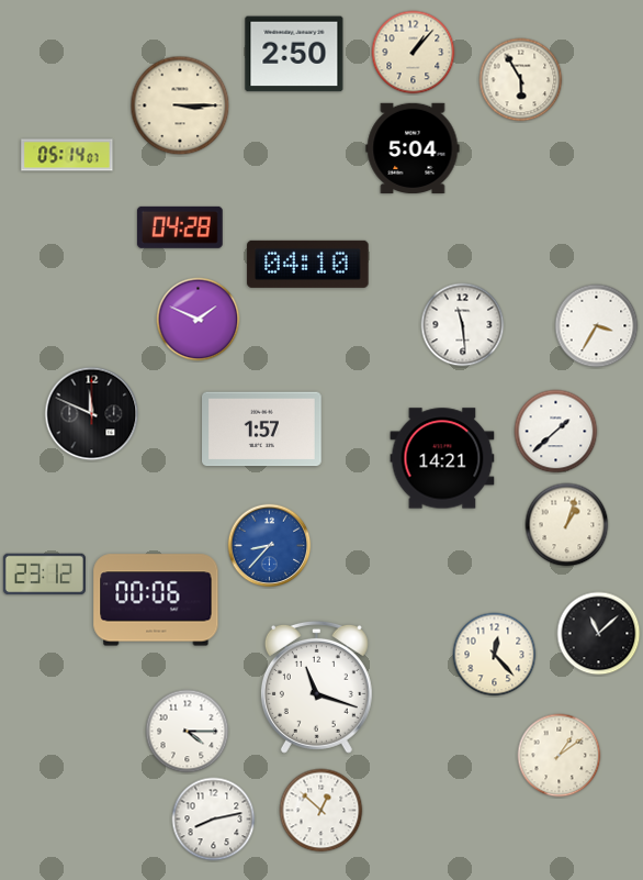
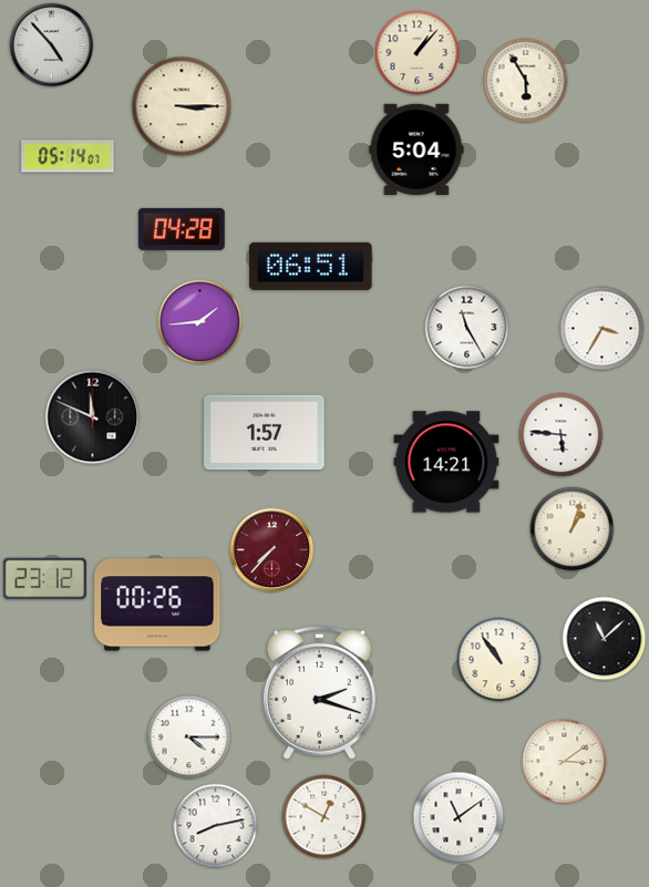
clock at (52, 45): none -> 4:53
clock at (294, 54): 2:50 -> none
clock at (308, 264): 04:10 -> 06:51
clock at (199, 320): 1:49 -> 1:44
clock at (463, 325): 11:29 -> 11:25
clock at (556, 432): 1:38 -> 5:46
clock at (270, 546): 8:37 -> 7:37
clock at (270, 546) dial: blue -> burgundy
clock at (156, 600): 00:06 -> 00:26
clock at (495, 655): 12:23 -> 10:54
clock at (316, 687): 11:18 -> 2:18
clock at (560, 756): 1:09 -> 3:09
clock at (321, 811): 12:52 -> 12:50
clock at (459, 817): none -> 11:09
